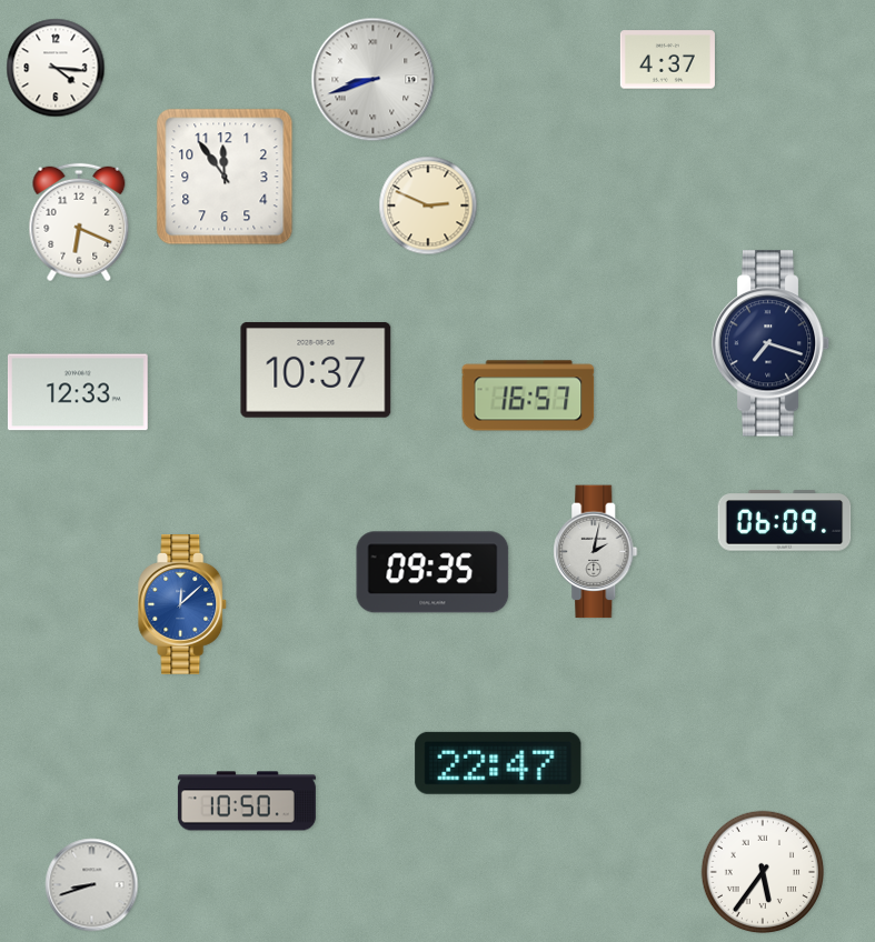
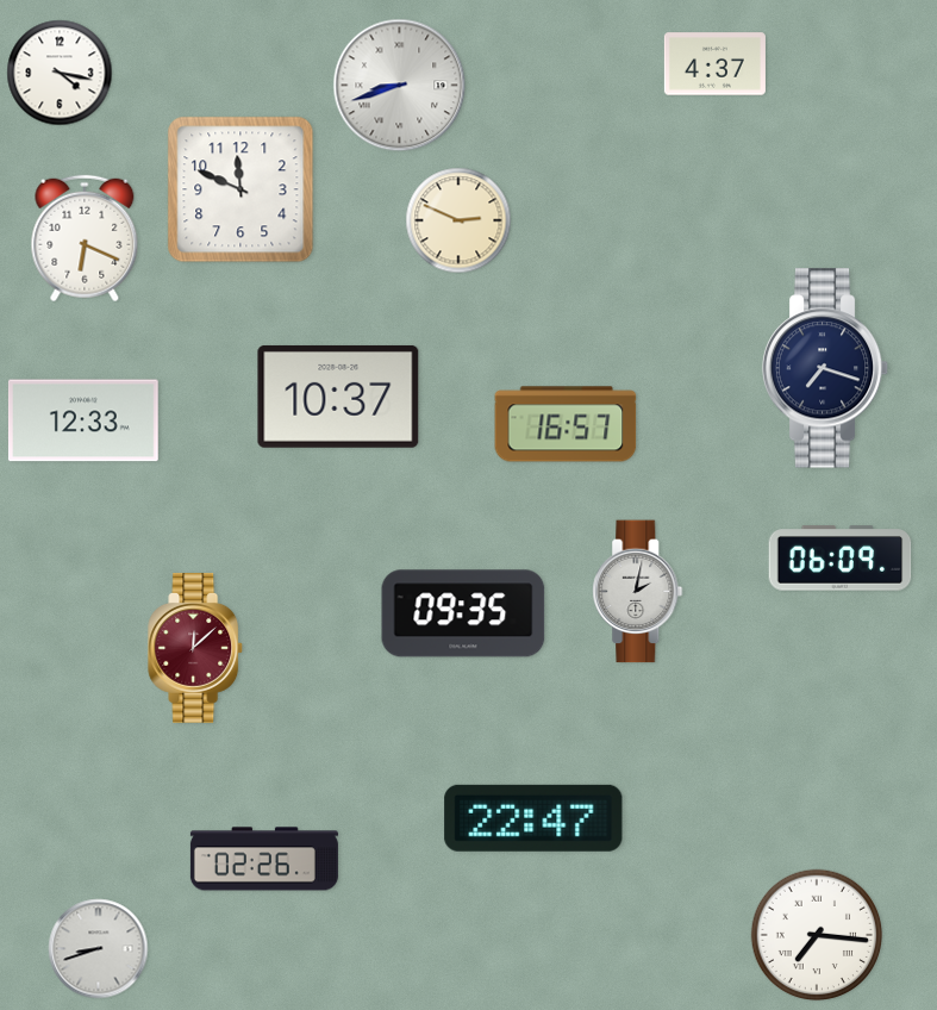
clock at (56, 68): 4:16 -> 4:17
clock at (225, 177): 11:54 -> 11:49
clock at (183, 605) dial: blue -> burgundy
clock at (247, 801): 10:50 -> 02:26
clock at (763, 872): 5:36 -> 7:16
